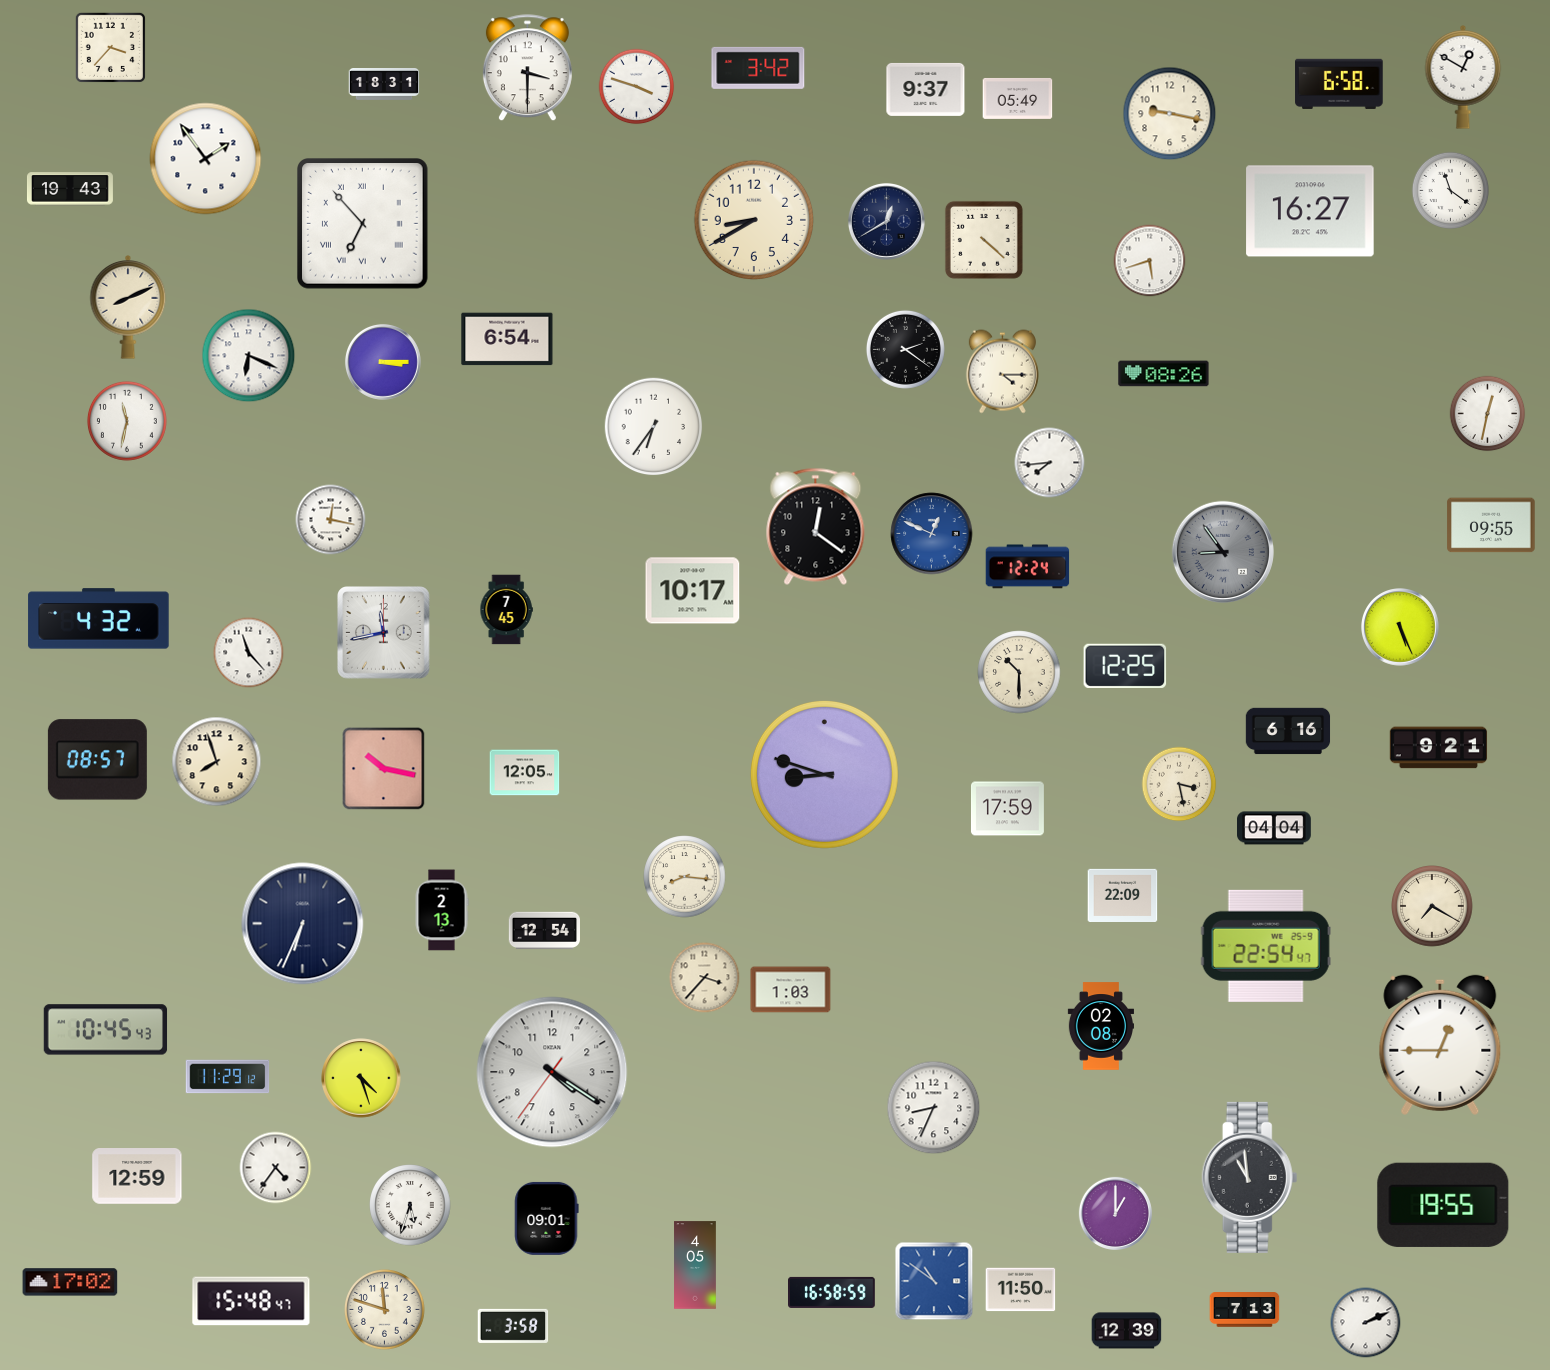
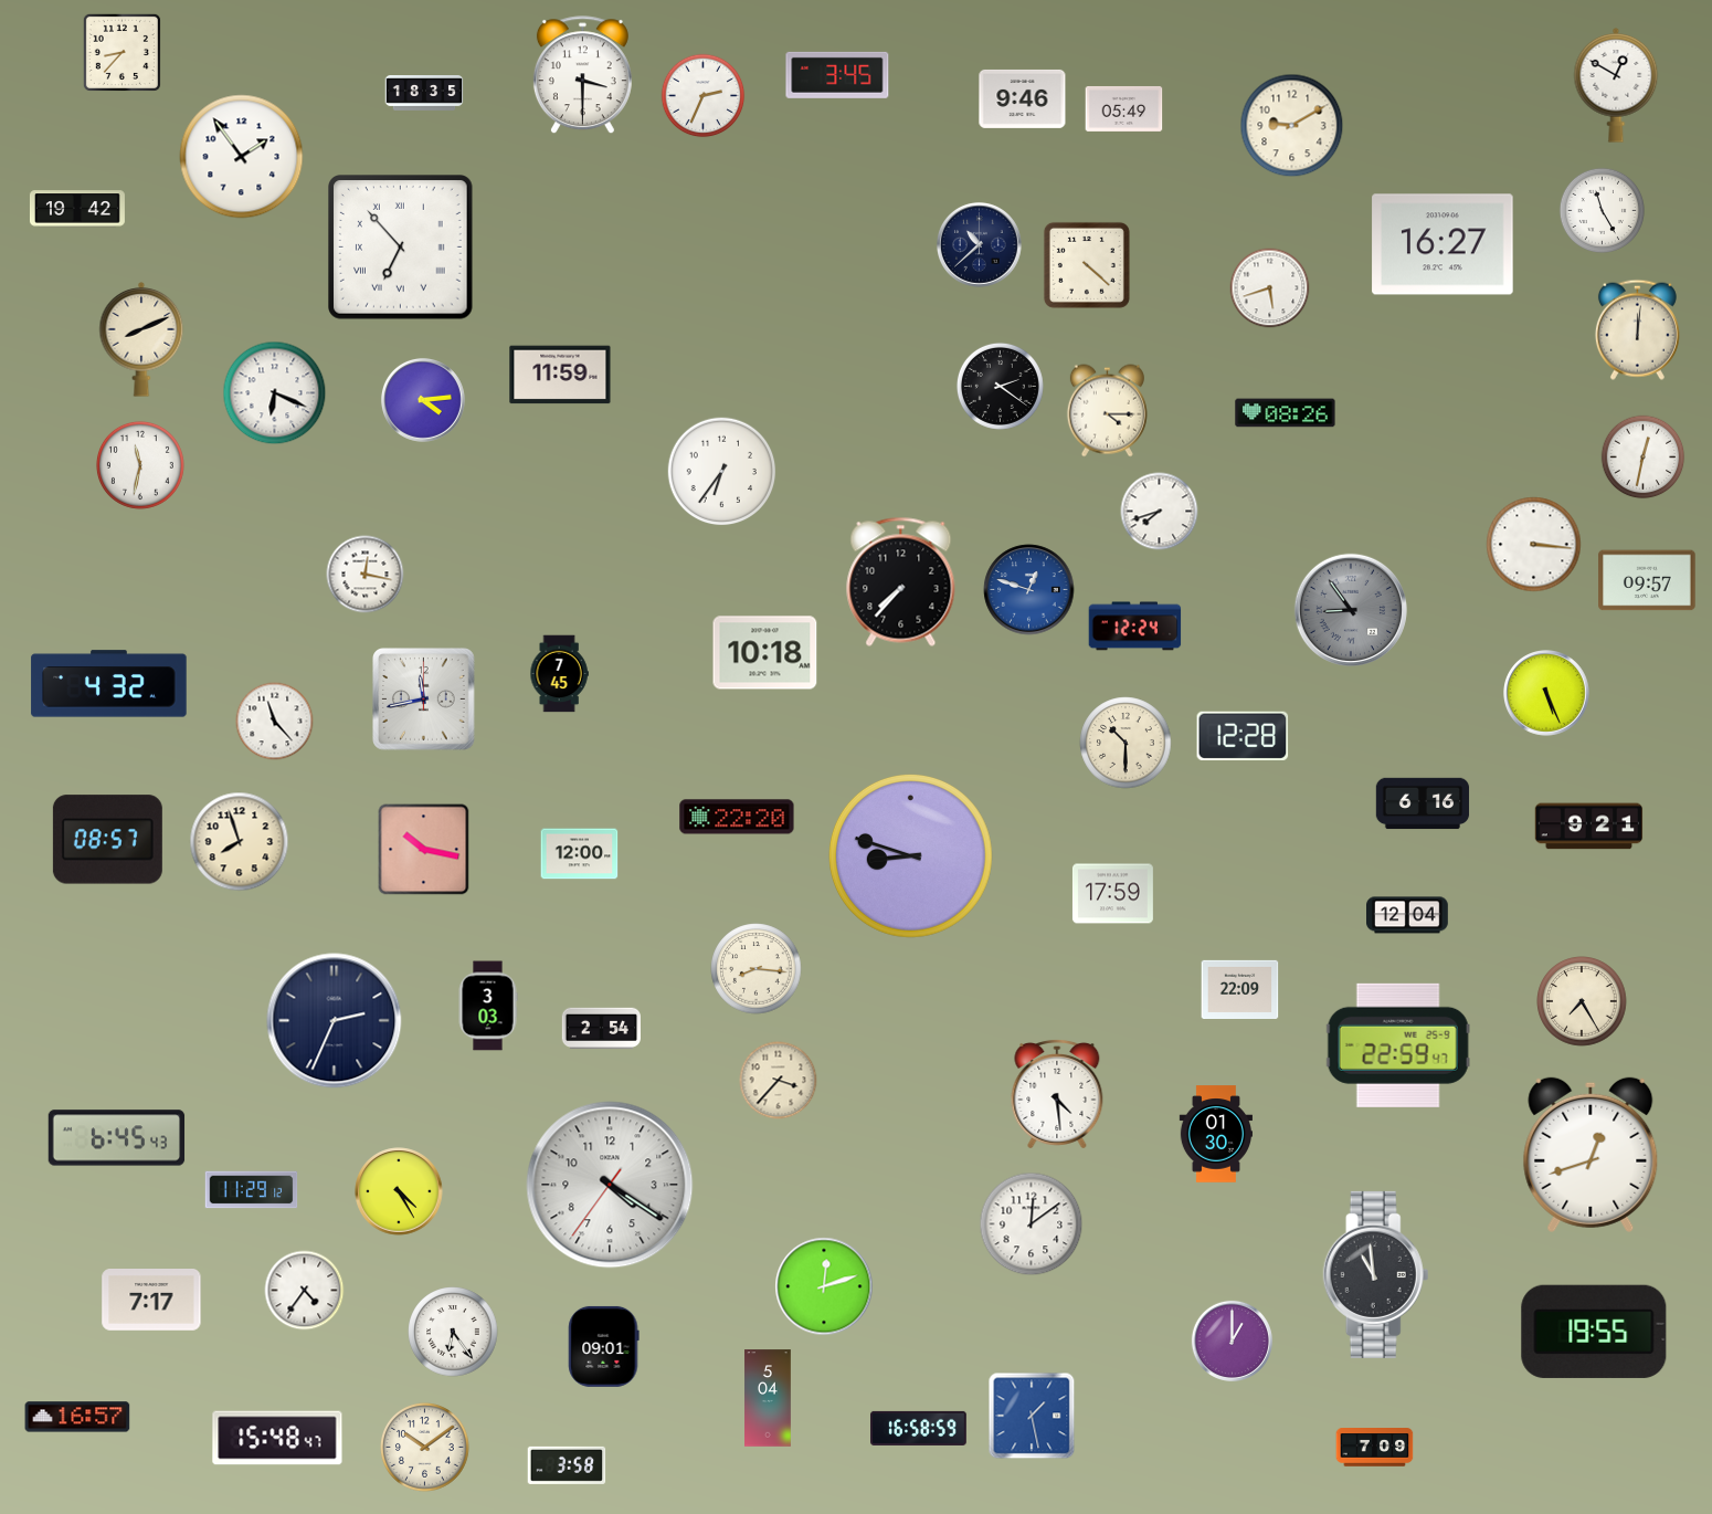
clock at (110, 47): 3:37 -> 8:37
clock at (758, 68): 3:42 -> 3:45
clock at (1339, 84): 6:58 -> none
clock at (384, 85): 18:31 -> 18:35
clock at (637, 87): 3:48 -> 2:34
clock at (926, 89): 9:37 -> 9:46
clock at (1170, 114): 9:17 -> 9:10
clock at (206, 159) position: (206, 159) -> (242, 157)
clock at (70, 189): 19:43 -> 19:42
clock at (1450, 190): 11:21 -> 11:25
clock at (1310, 211) position: (1310, 211) -> (1442, 244)
clock at (754, 220): 8:40 -> none
clock at (886, 221): 12:40 -> 10:38
clock at (1637, 329): none -> 12:01
clock at (507, 339): 6:54 -> 11:59
clock at (383, 362): 3:15 -> 4:14
clock at (1050, 463): 7:44 -> 7:42
clock at (1534, 545): none -> 3:16
clock at (1491, 525): 09:55 -> 09:57
clock at (816, 526): 12:21 -> 7:37
clock at (932, 534): 12:49 -> 12:48
clock at (693, 591): 10:17 -> 10:18
clock at (1125, 666): 12:25 -> 12:28
clock at (1288, 731) position: (1288, 731) -> (1423, 803)
clock at (737, 817): none -> 22:20
clock at (525, 773): 12:05 -> 12:00
clock at (1179, 784): 3:28 -> none
clock at (1275, 828): 04:04 -> 12:04
clock at (1432, 906): 7:20 -> 7:25
clock at (442, 910): 2:13 -> 3:03
clock at (303, 924): 6:34 -> 2:34
clock at (544, 931): 12:54 -> 2:54
clock at (1266, 946): 22:54 -> 22:59
clock at (791, 990): 1:03 -> none
clock at (1057, 1094): none -> 4:29
clock at (1100, 1026): 02:08 -> 01:30
clock at (106, 1030): 10:45 -> 6:45
clock at (1440, 1045): 12:45 -> 12:42
clock at (361, 1078): 4:27 -> 4:25
clock at (934, 1108): 8:34 -> 12:09
clock at (824, 1286): none -> 12:12
clock at (137, 1177): 12:59 -> 7:17
clock at (1250, 1177) position: (1250, 1177) -> (1376, 1274)
clock at (410, 1205): 5:33 -> 6:24
clock at (695, 1265): 4:05 -> 5:04
clock at (934, 1281): 10:51 -> 1:28
clock at (70, 1282): 17:02 -> 16:57
clock at (1021, 1290): 11:50 -> none
clock at (385, 1310): 11:48 -> 10:09
clock at (1245, 1310): 7:13 -> 7:09
clock at (1366, 1323): 2:11 -> none
clock at (1127, 1331): 12:39 -> none
